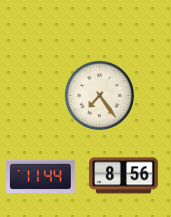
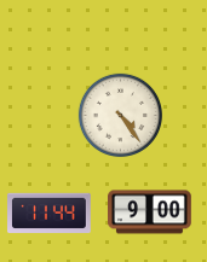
clock at (99, 95): 7:24 -> 4:24
clock at (124, 176): 8:56 -> 9:00
